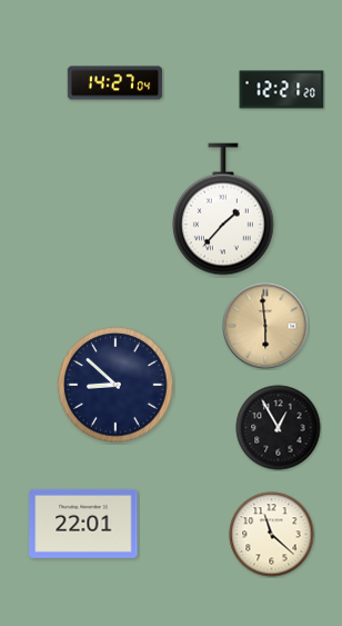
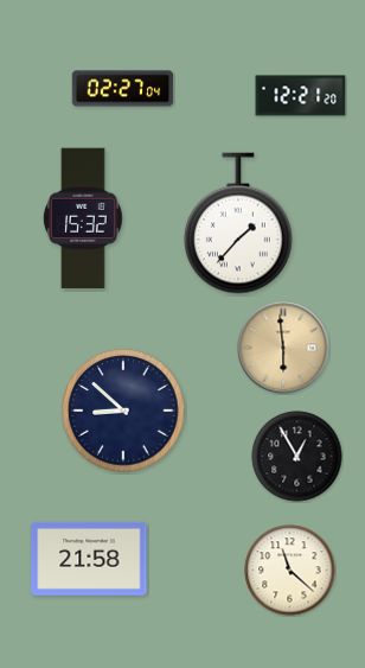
clock at (115, 83): 14:27 -> 02:27
clock at (83, 218): none -> 15:32
clock at (83, 524): 22:01 -> 21:58
